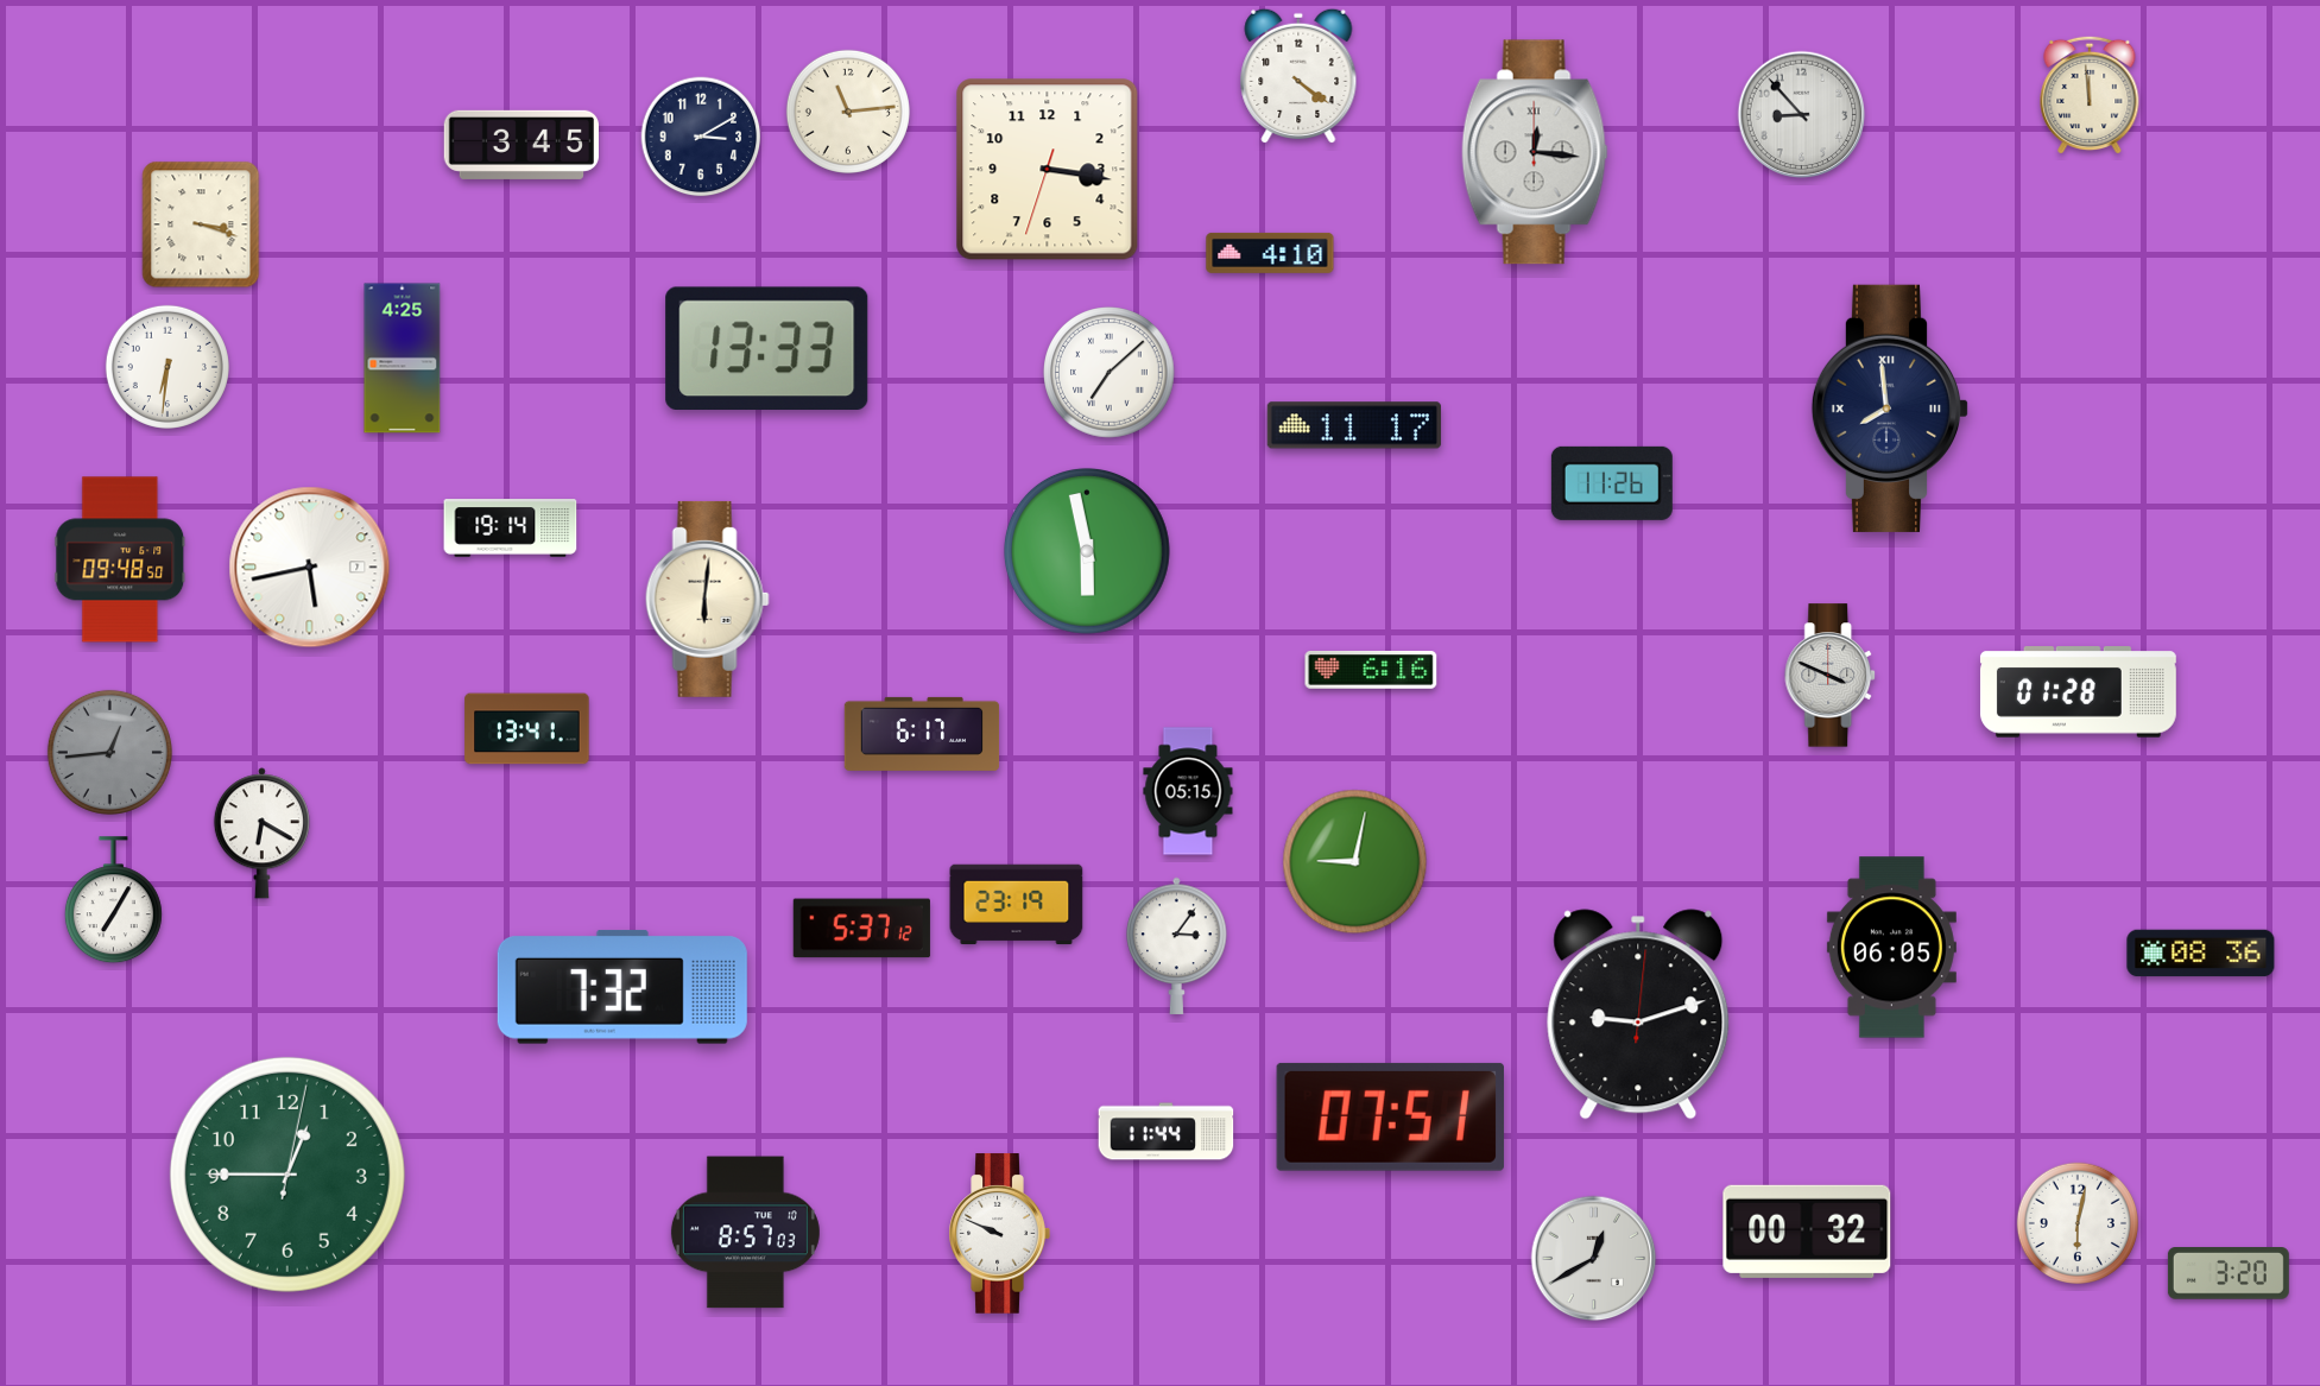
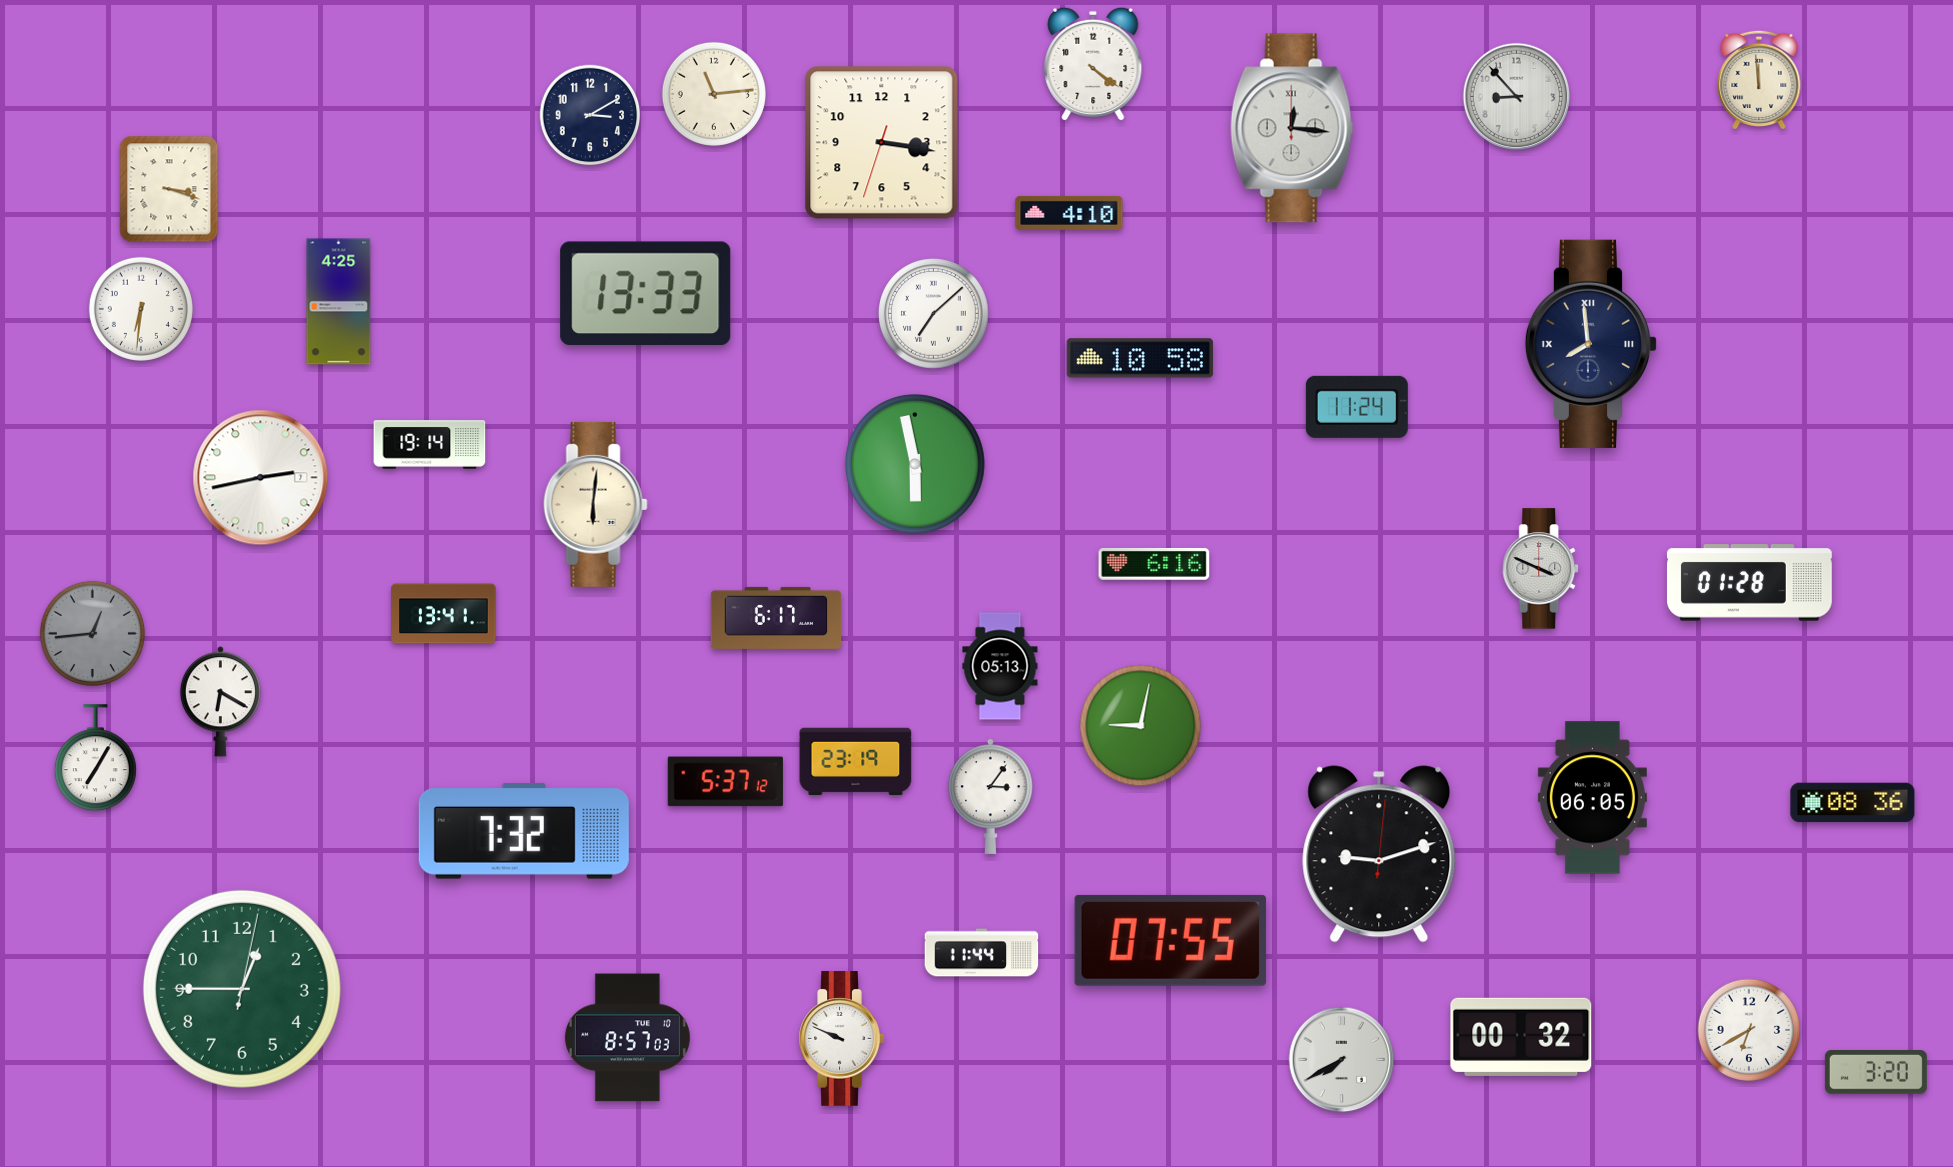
clock at (520, 145): 3:45 -> none
clock at (1354, 425): 11:17 -> 10:58
clock at (1612, 483): 11:26 -> 11:24
clock at (120, 559): 09:48 -> none
clock at (310, 568): 5:43 -> 2:43
clock at (1188, 791): 05:15 -> 05:13
clock at (1390, 1116): 07:51 -> 07:55
clock at (2076, 1222): 6:02 -> 6:40
clock at (1594, 1259): 12:40 -> 7:40
